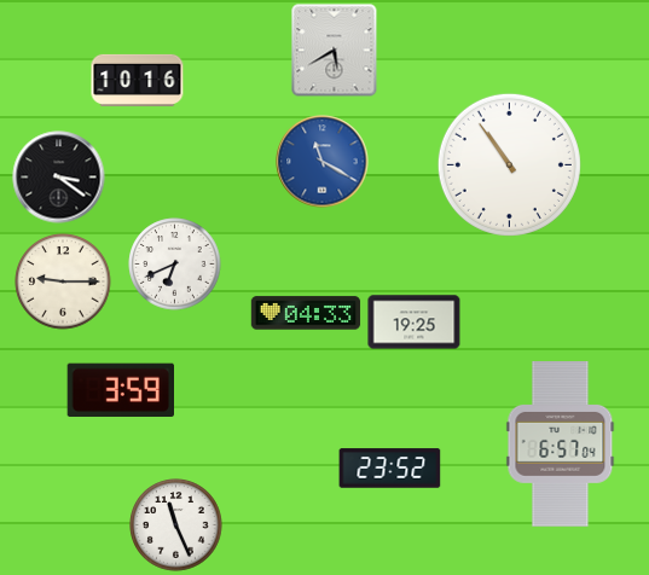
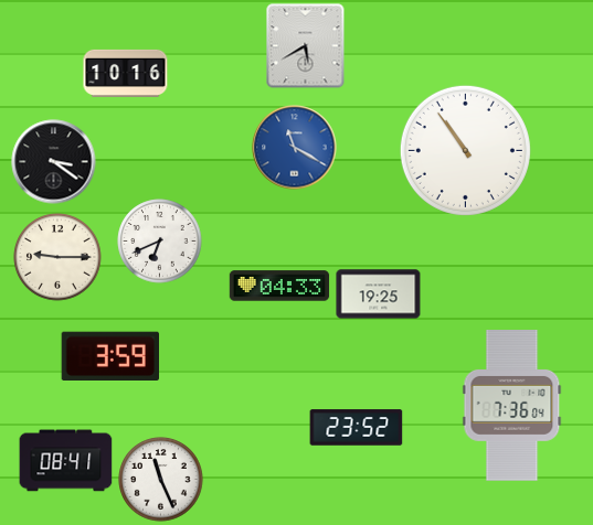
clock at (561, 445): 6:57 -> 7:36
clock at (66, 461): none -> 08:41
